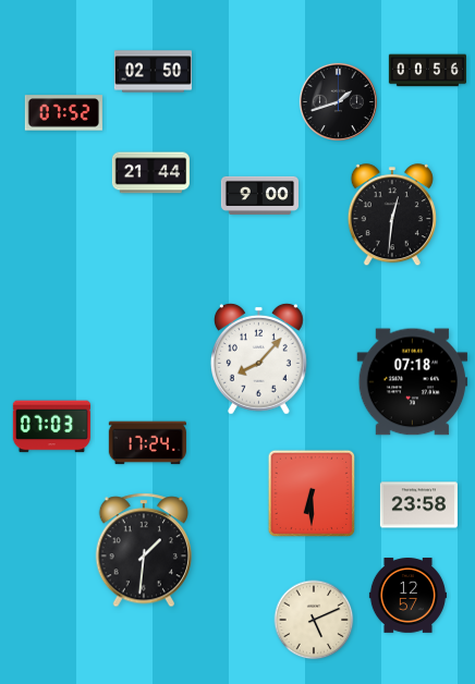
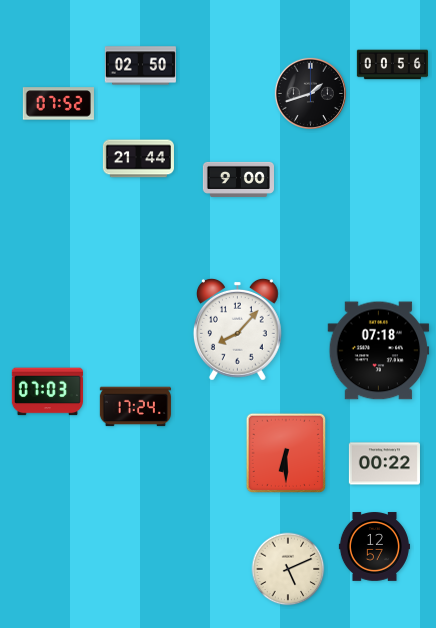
clock at (392, 216): 12:31 -> none
clock at (418, 505): 23:58 -> 00:22
clock at (144, 550): 1:31 -> none
